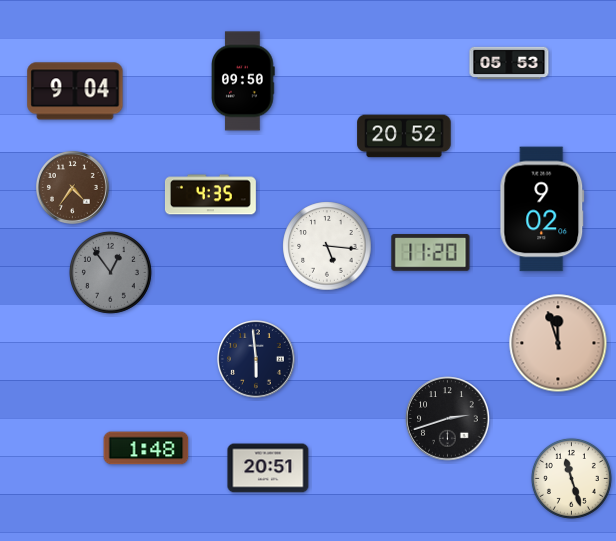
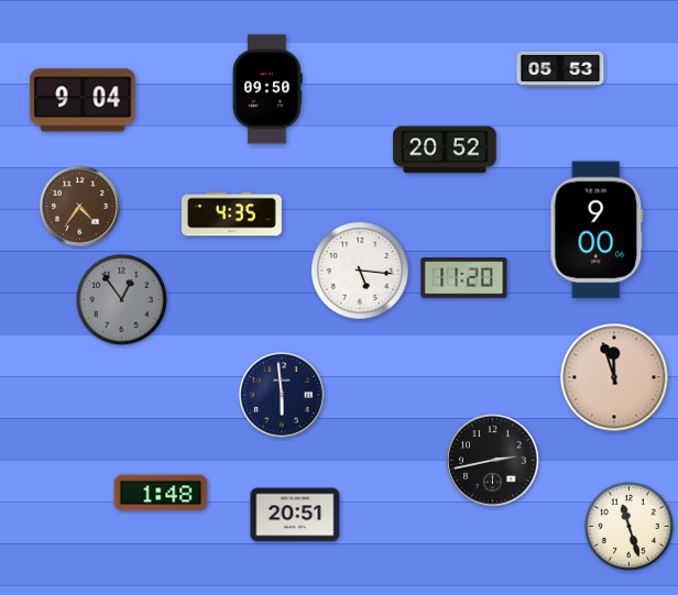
clock at (542, 209): 9:02 -> 9:00
clock at (431, 253) position: (431, 253) -> (464, 278)
clock at (448, 419): 2:42 -> 2:43
